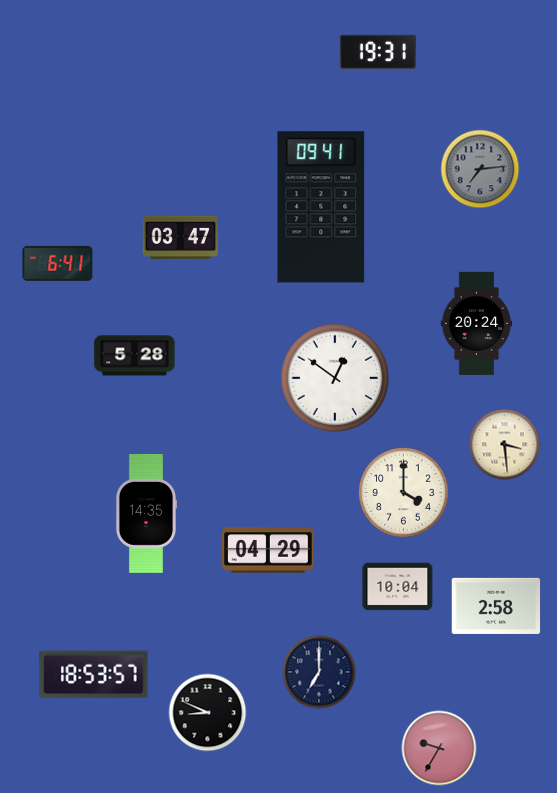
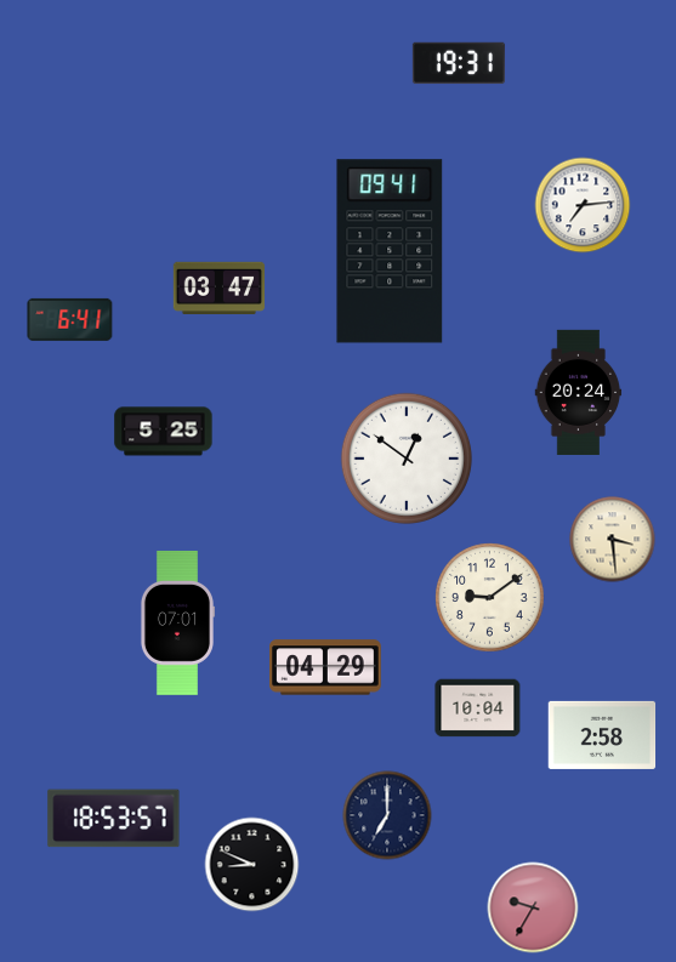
clock at (480, 169) dial: grey -> white
clock at (135, 356): 5:28 -> 5:25
clock at (404, 493): 4:00 -> 9:09
clock at (145, 513): 14:35 -> 07:01
clock at (398, 587) position: (398, 587) -> (478, 708)
